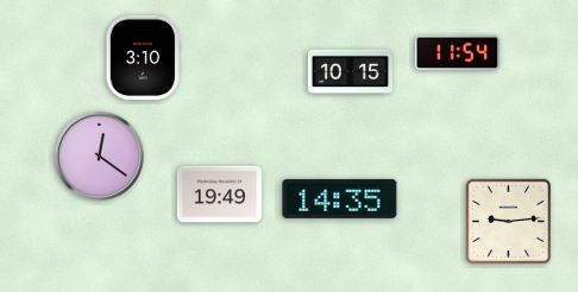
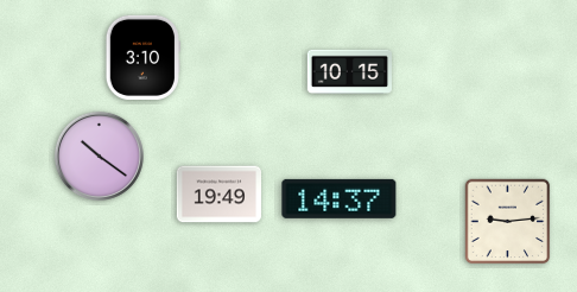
clock at (457, 52): 11:54 -> none
clock at (99, 155): 12:21 -> 10:21
clock at (340, 198): 14:35 -> 14:37
